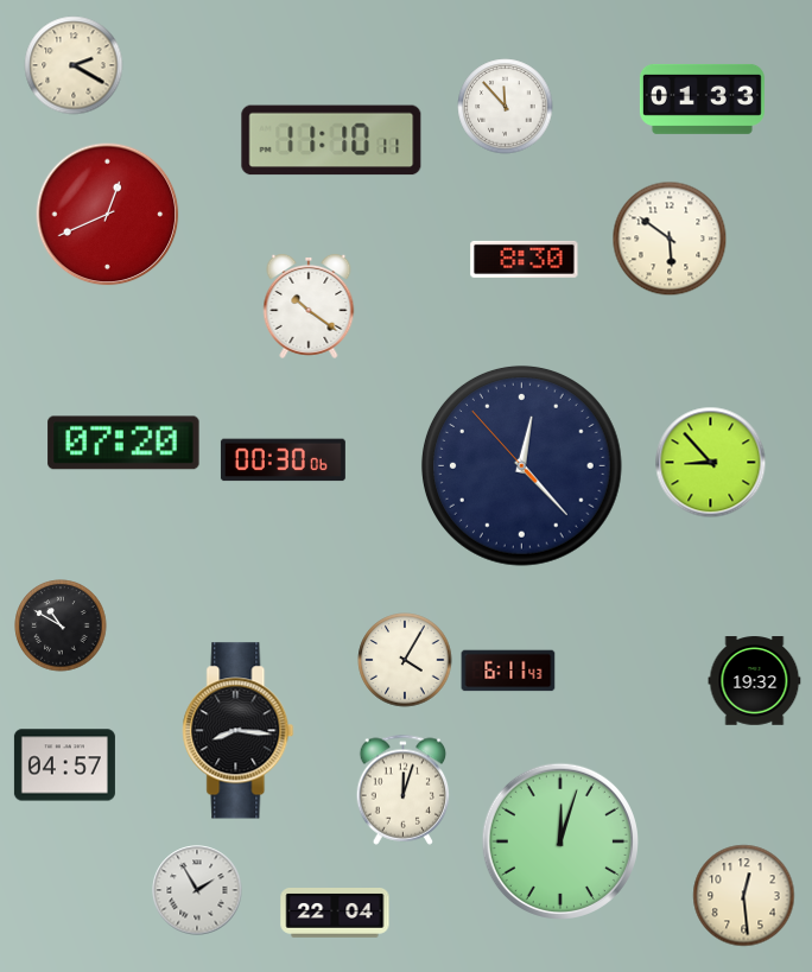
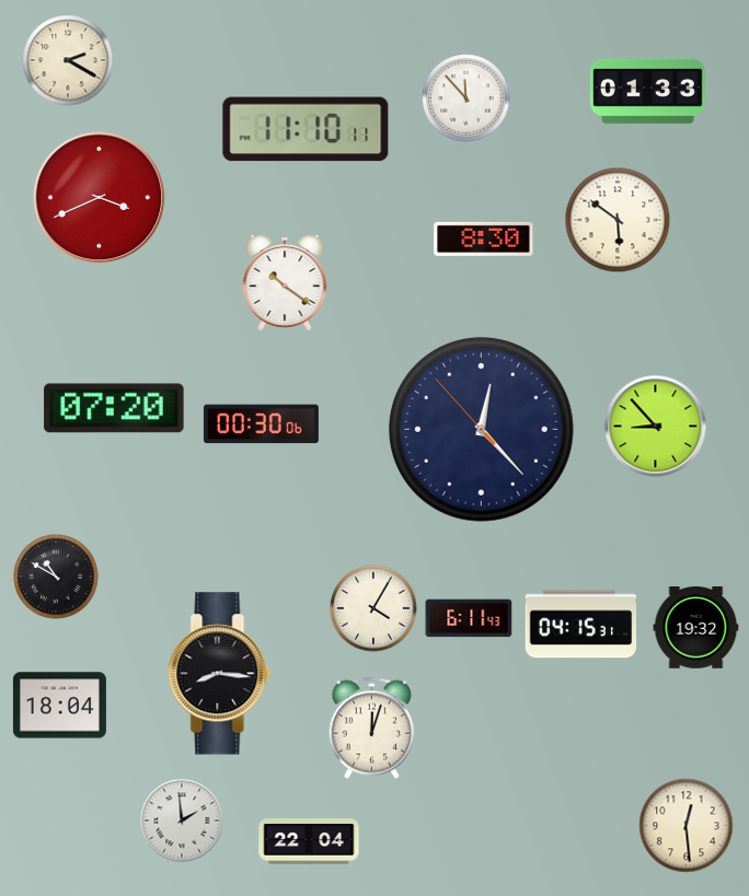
clock at (108, 215): 12:41 -> 3:41
clock at (581, 625): none -> 04:15
clock at (64, 765): 04:57 -> 18:04
clock at (560, 841): 12:03 -> none
clock at (197, 890): 1:55 -> 1:59
